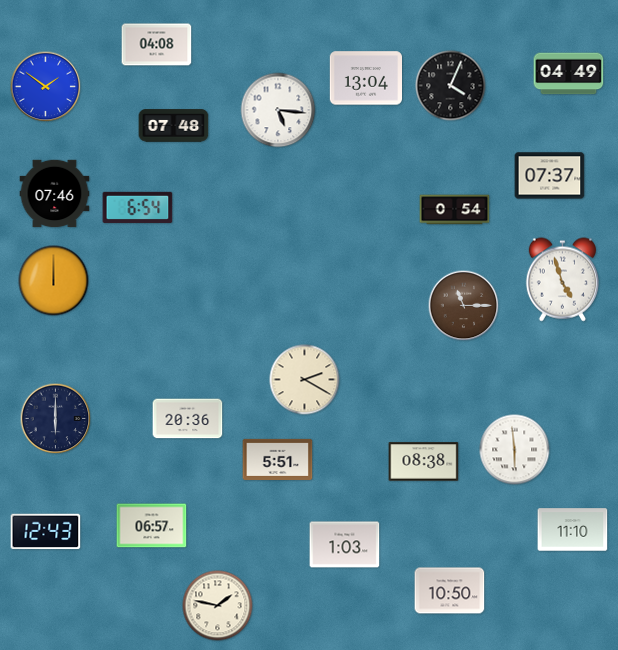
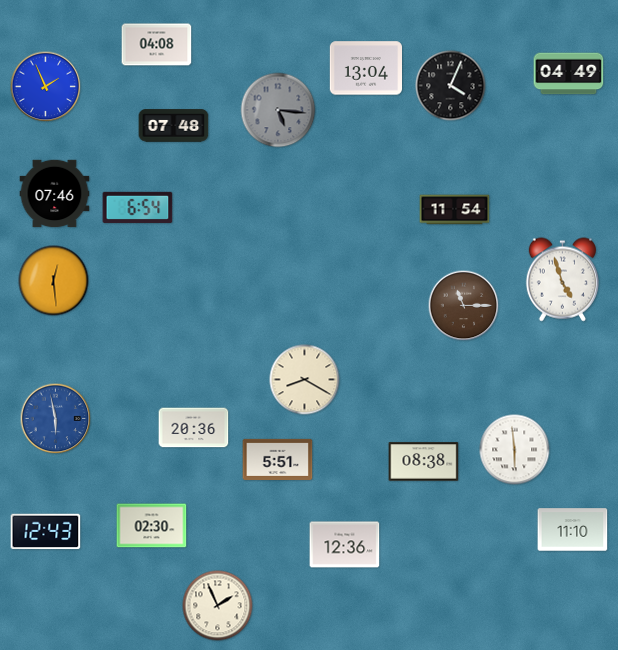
clock at (365, 78) position: (365, 78) -> (365, 68)
clock at (46, 87): 1:51 -> 1:56
clock at (278, 110) dial: white -> grey
clock at (550, 176): 07:37 -> none
clock at (455, 210): 0:54 -> 11:54
clock at (54, 281): 12:00 -> 12:29
clock at (305, 380): 2:20 -> 8:20
clock at (56, 419): 6:00 -> 5:58
clock at (56, 419) dial: navy -> blue
clock at (188, 419) position: (188, 419) -> (194, 428)
clock at (152, 526): 06:57 -> 02:30
clock at (345, 545): 1:03 -> 12:36
clock at (450, 591): 10:50 -> none
clock at (218, 606): 1:47 -> 1:56
